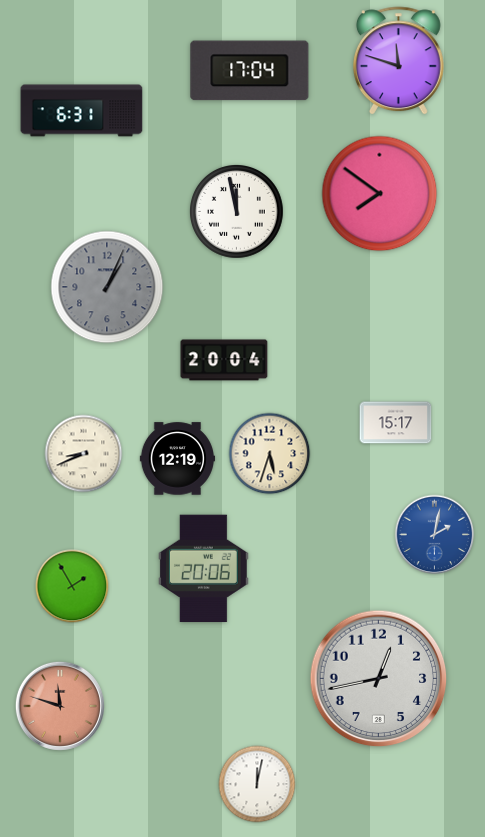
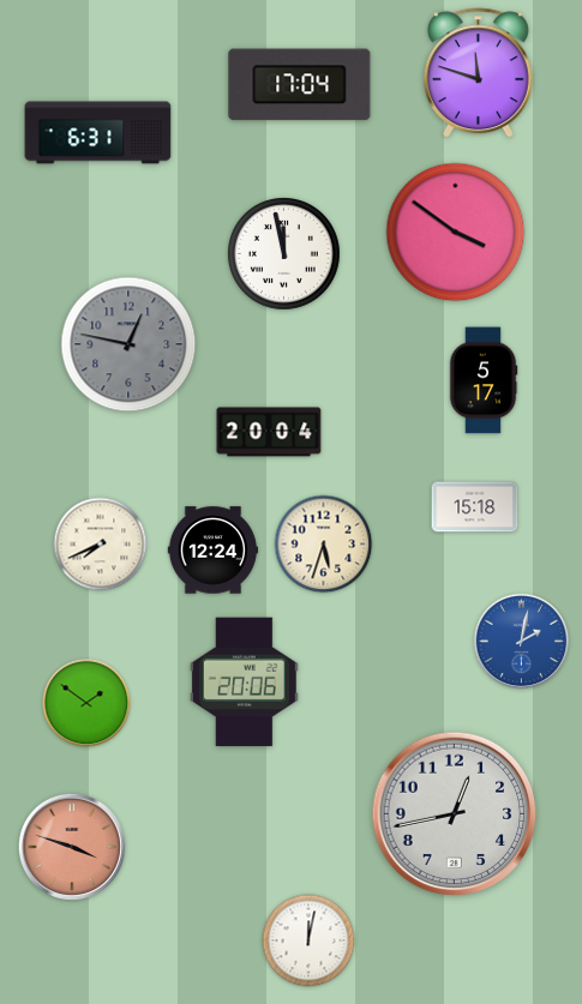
clock at (380, 194): 7:51 -> 3:51
clock at (107, 287): 1:04 -> 12:47
clock at (484, 380): none -> 5:17
clock at (396, 423): 15:17 -> 15:18
clock at (84, 454): 8:41 -> 7:41
clock at (177, 459): 12:19 -> 12:24
clock at (72, 586): 1:55 -> 1:51
clock at (60, 706): 11:48 -> 3:48
